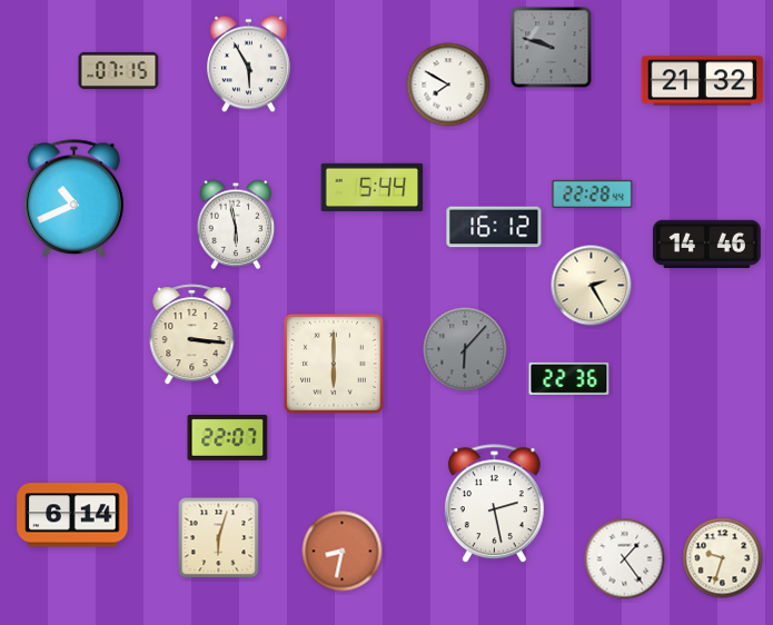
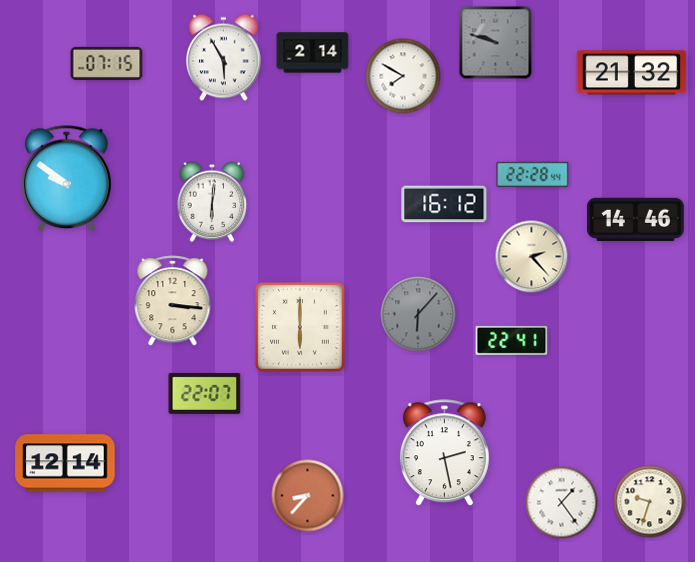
clock at (313, 53): none -> 2:14
clock at (373, 187): 5:44 -> none
clock at (73, 199): 10:41 -> 9:51
clock at (236, 225): 5:58 -> 6:01
clock at (592, 286): 2:25 -> 2:23
clock at (569, 378): 22:36 -> 22:41
clock at (72, 515): 6:14 -> 12:14
clock at (219, 538): 6:03 -> none
clock at (343, 552): 8:32 -> 8:37
